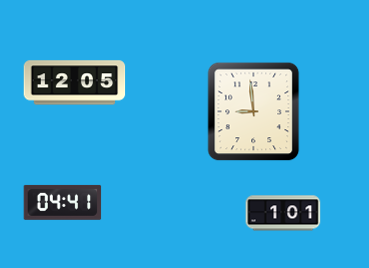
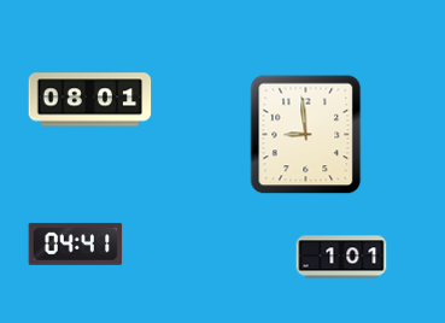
clock at (75, 83): 12:05 -> 08:01
